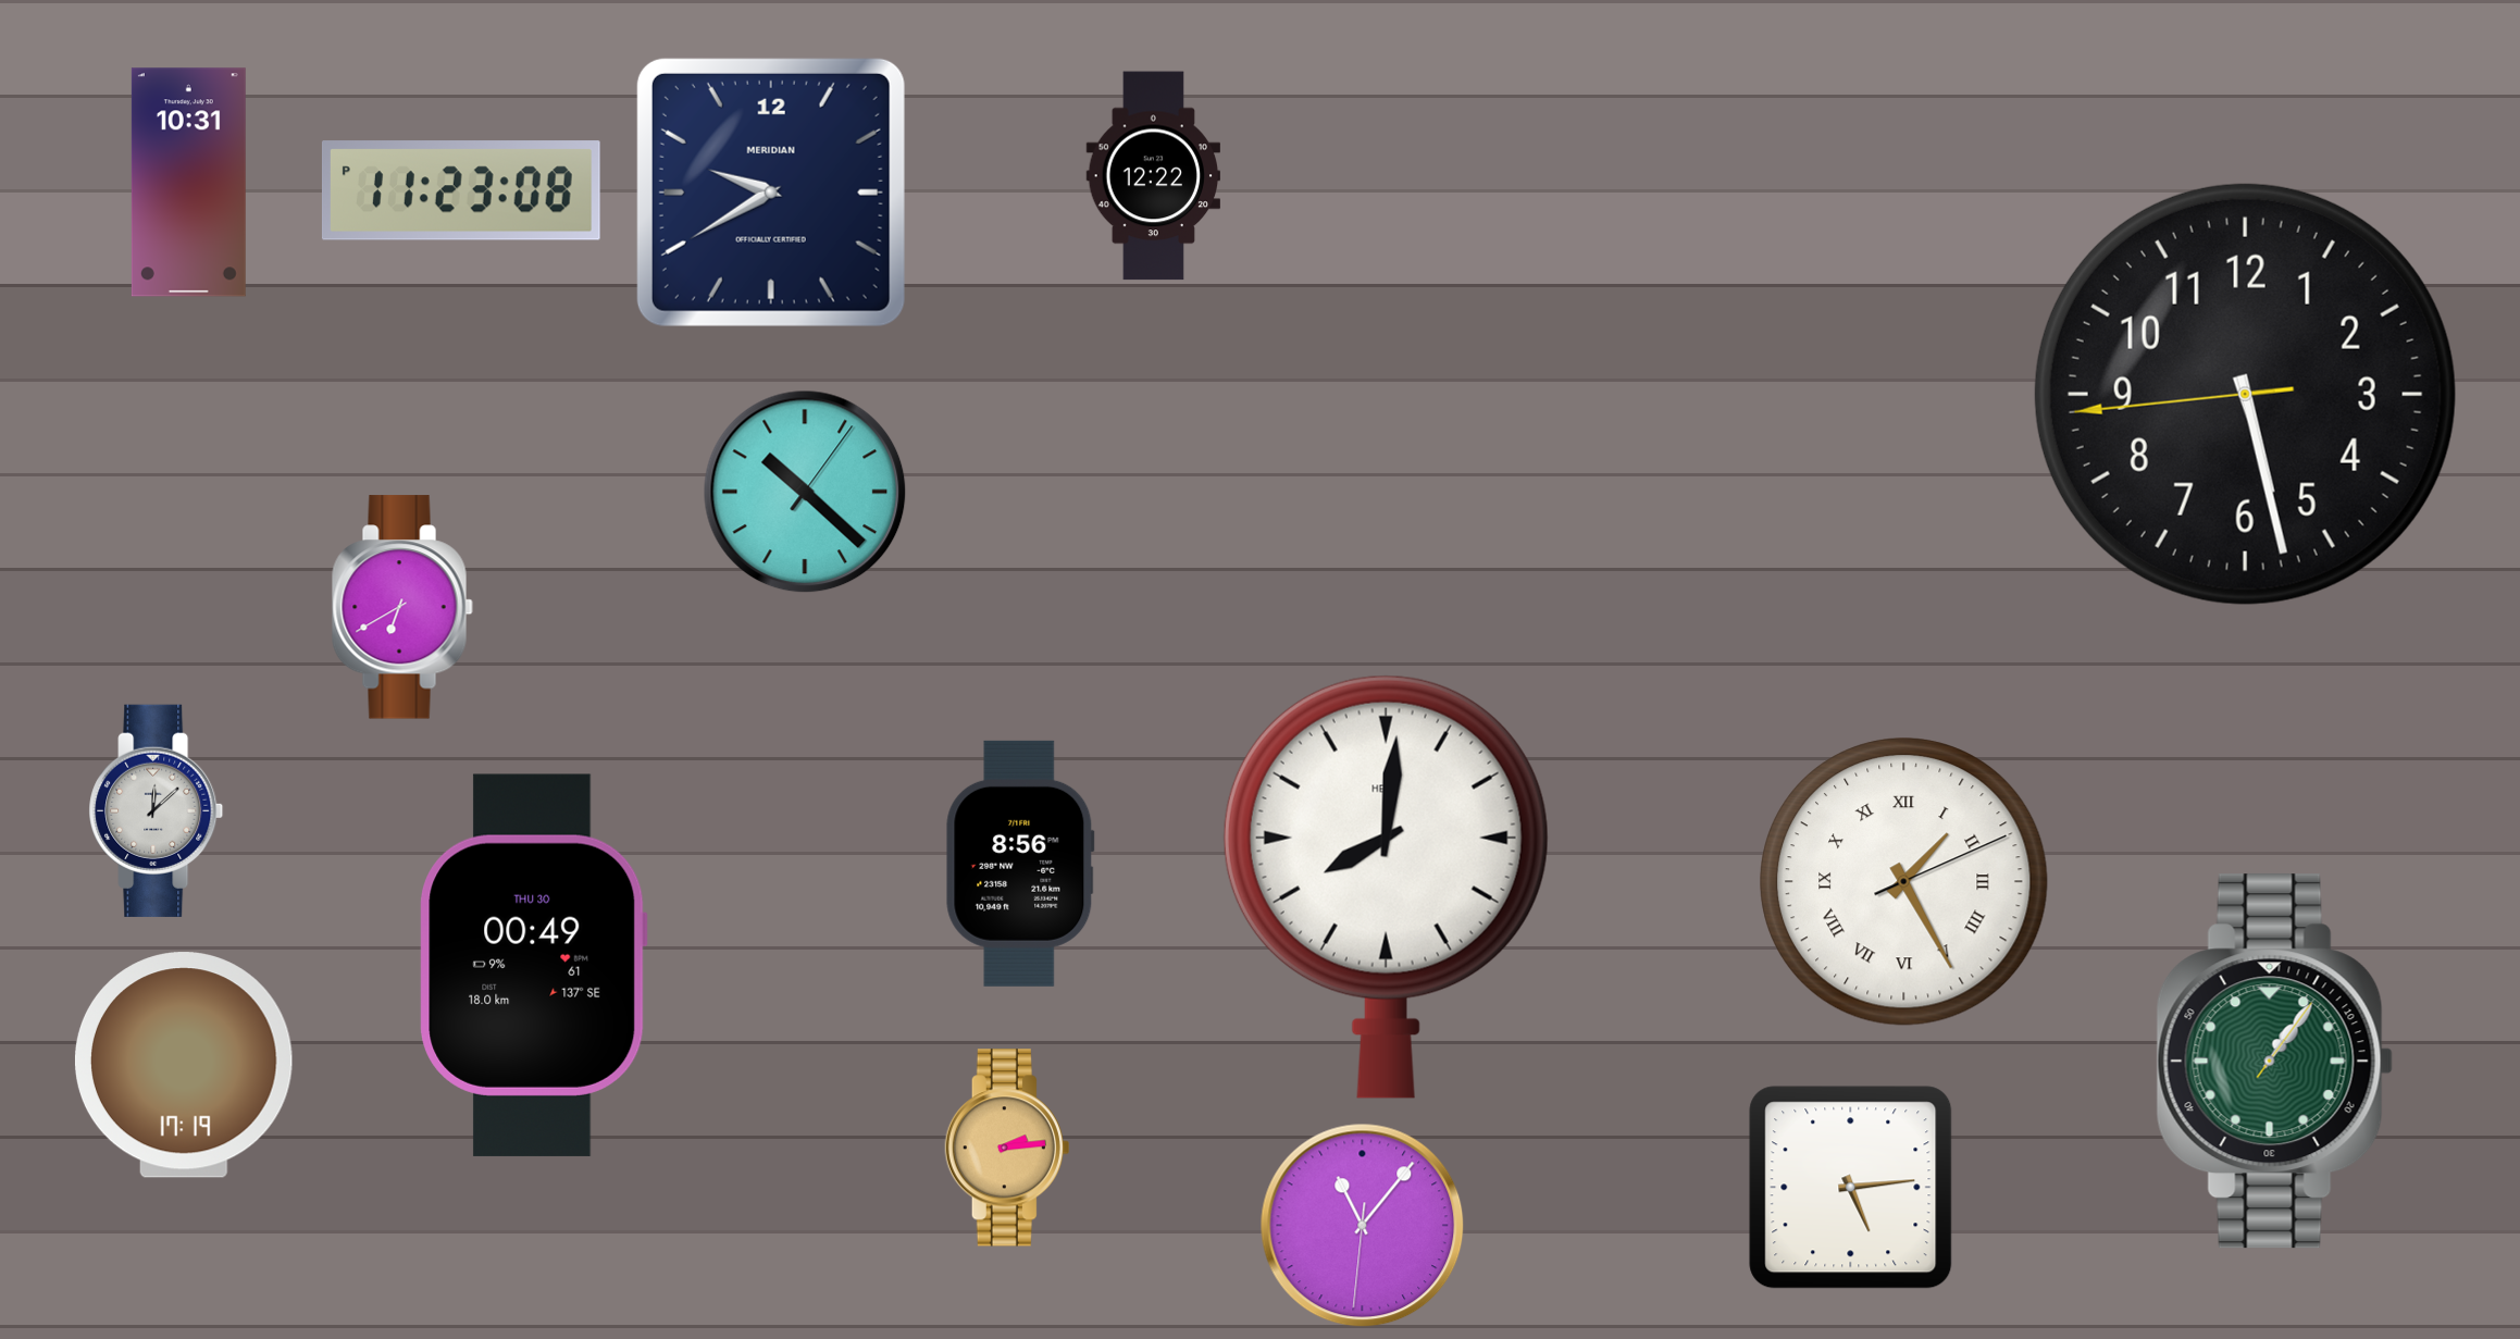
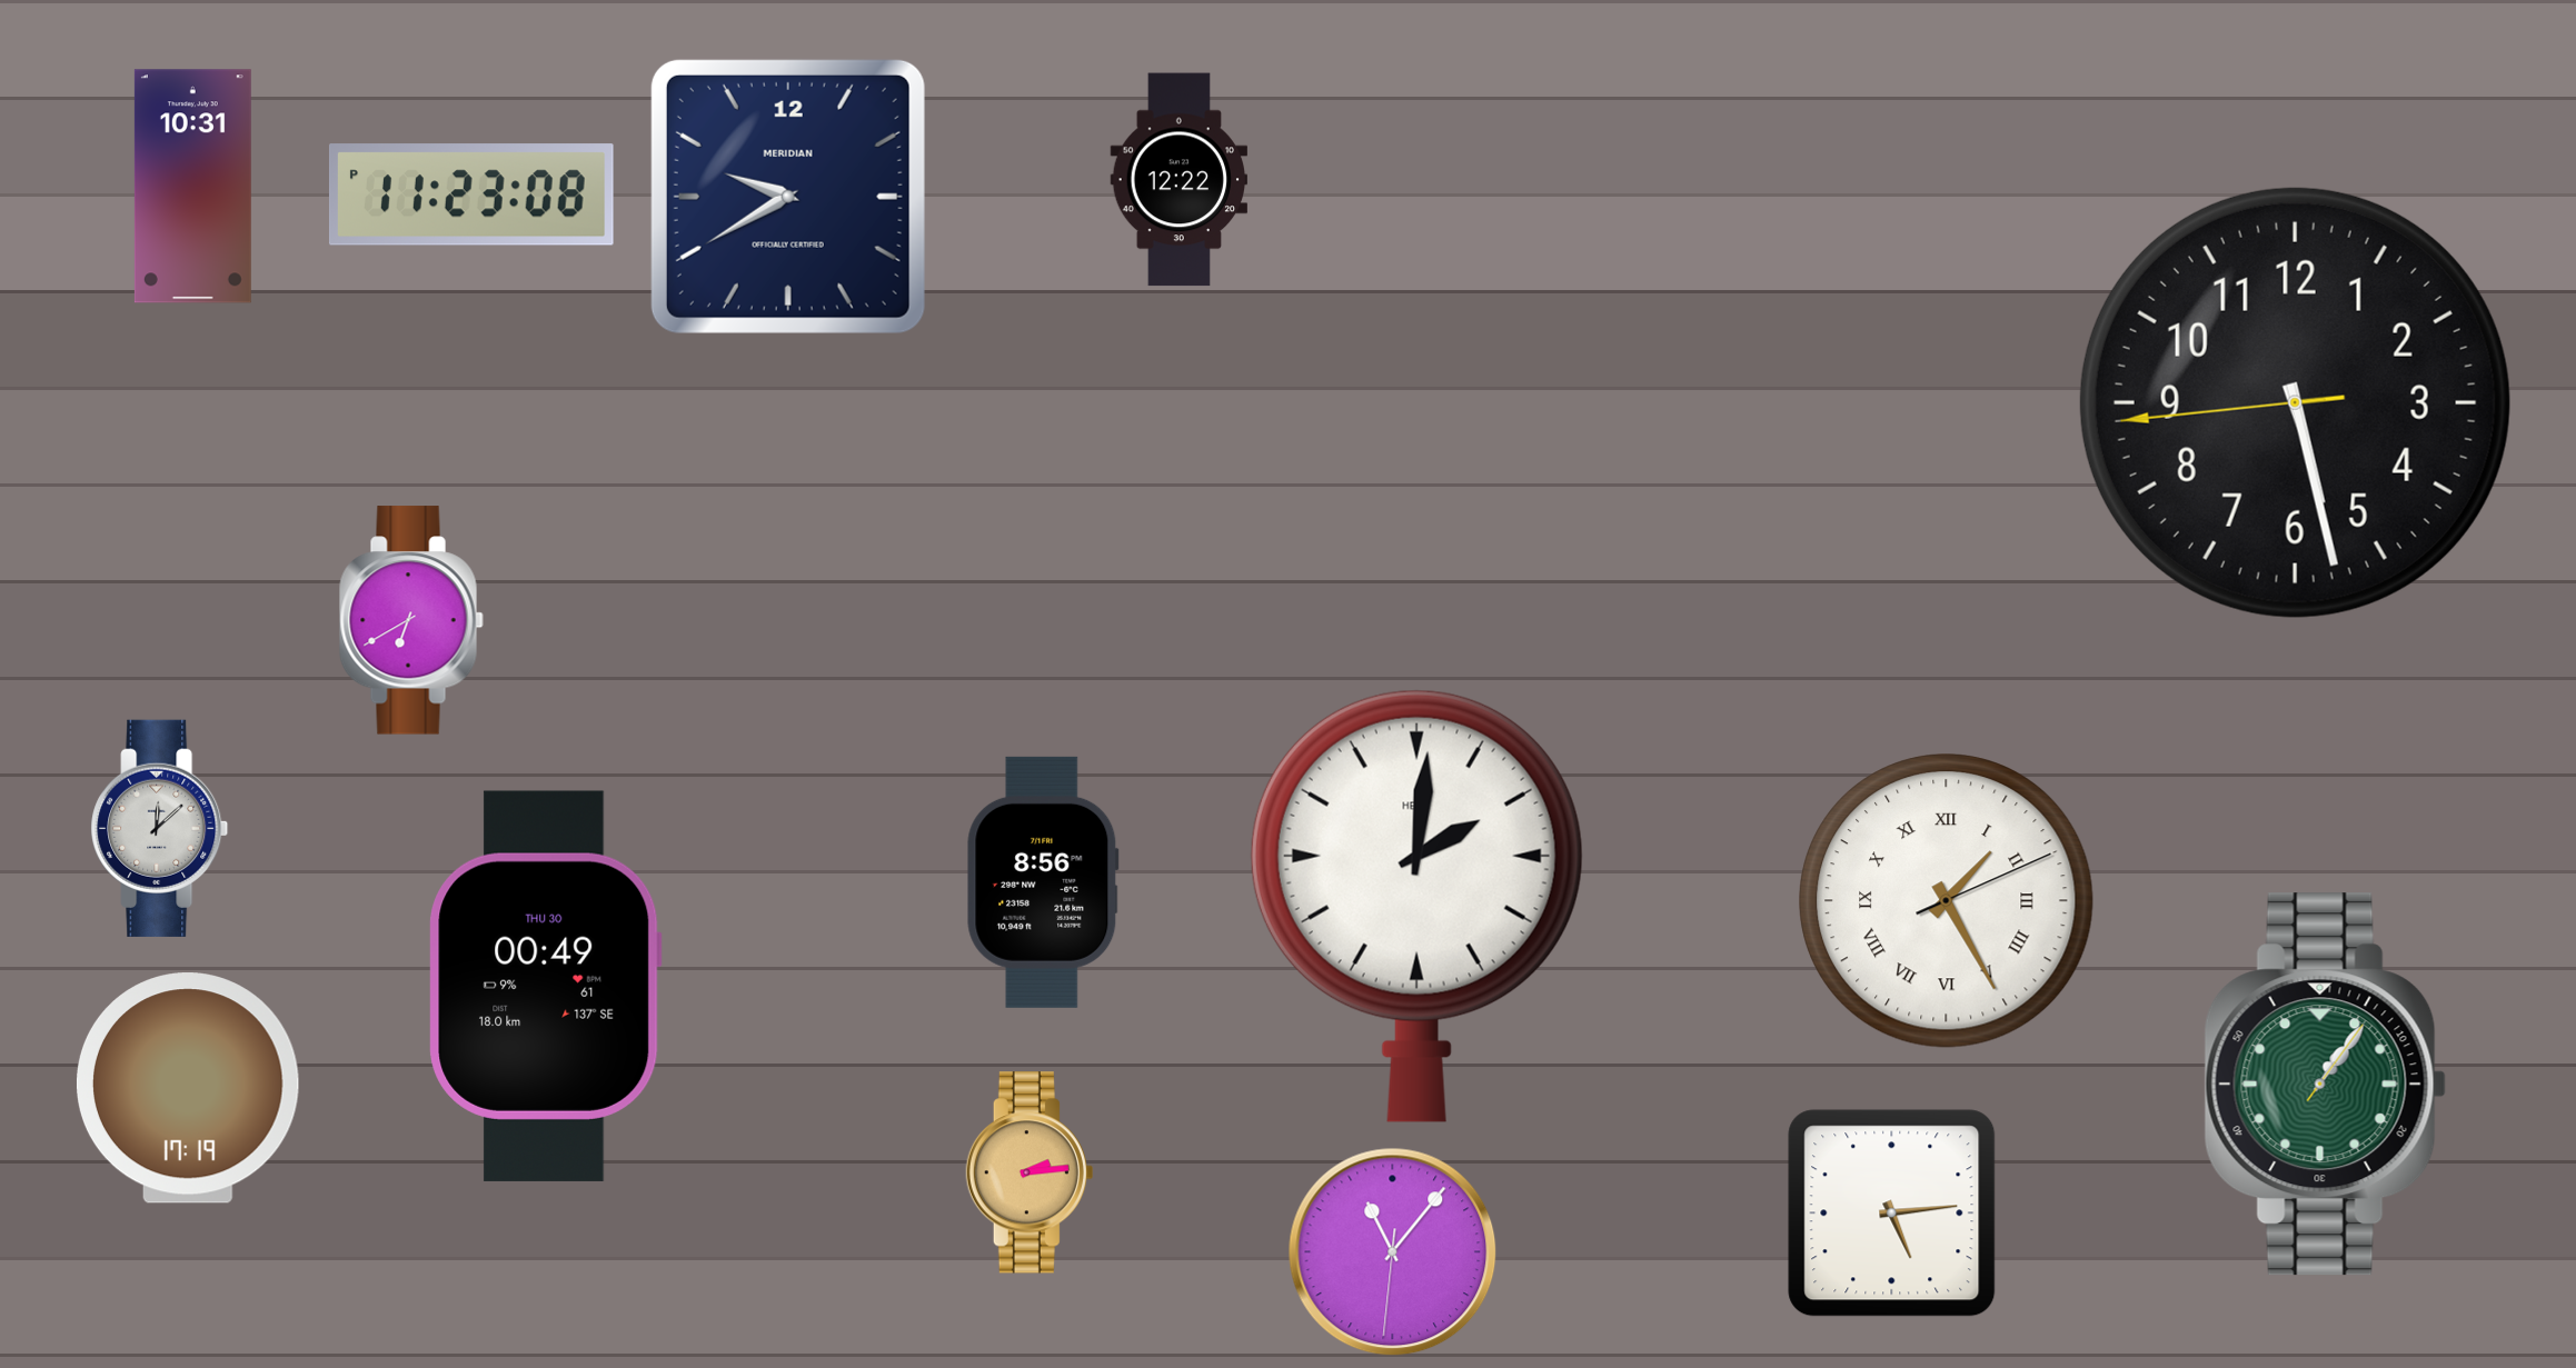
clock at (805, 492): 10:22 -> none
clock at (1386, 887): 8:01 -> 2:01
